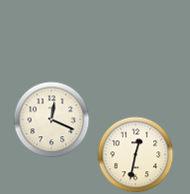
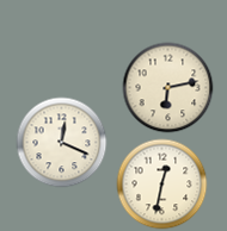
clock at (168, 88): none -> 6:13
